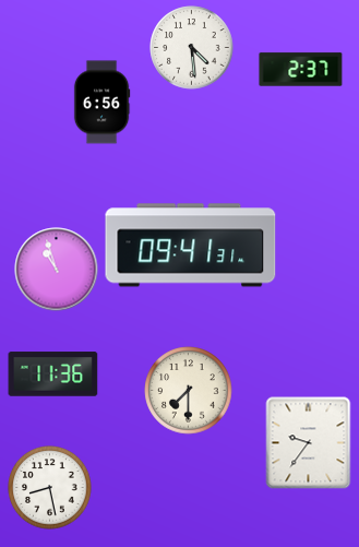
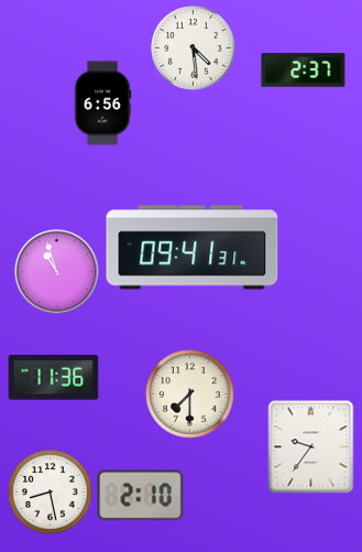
clock at (141, 496): none -> 2:10
